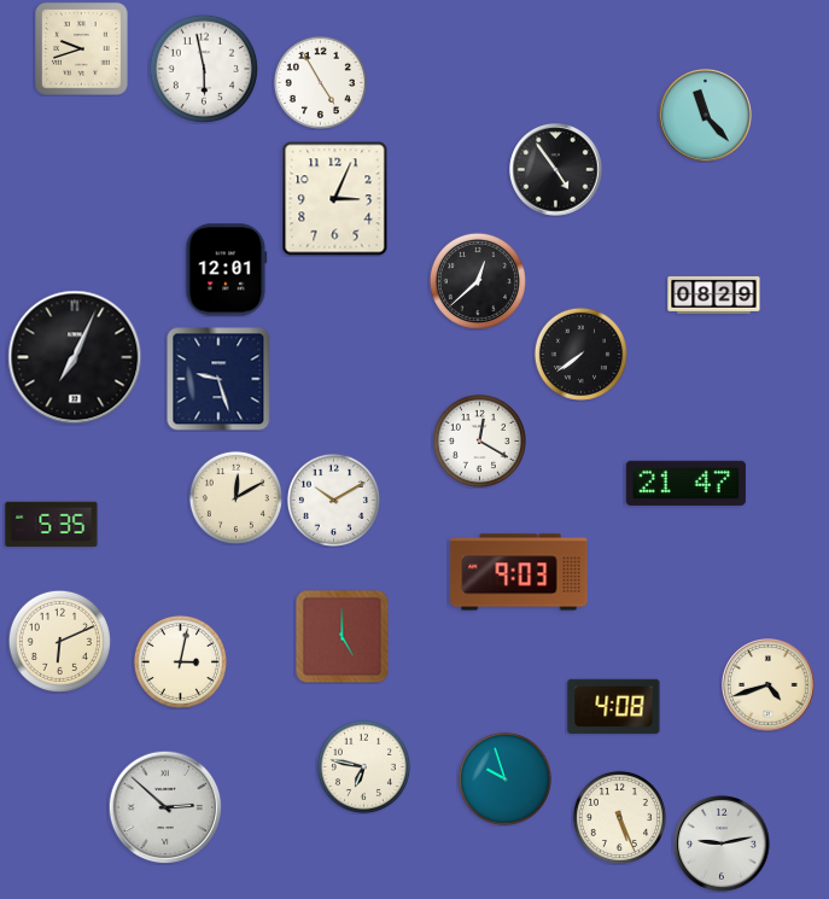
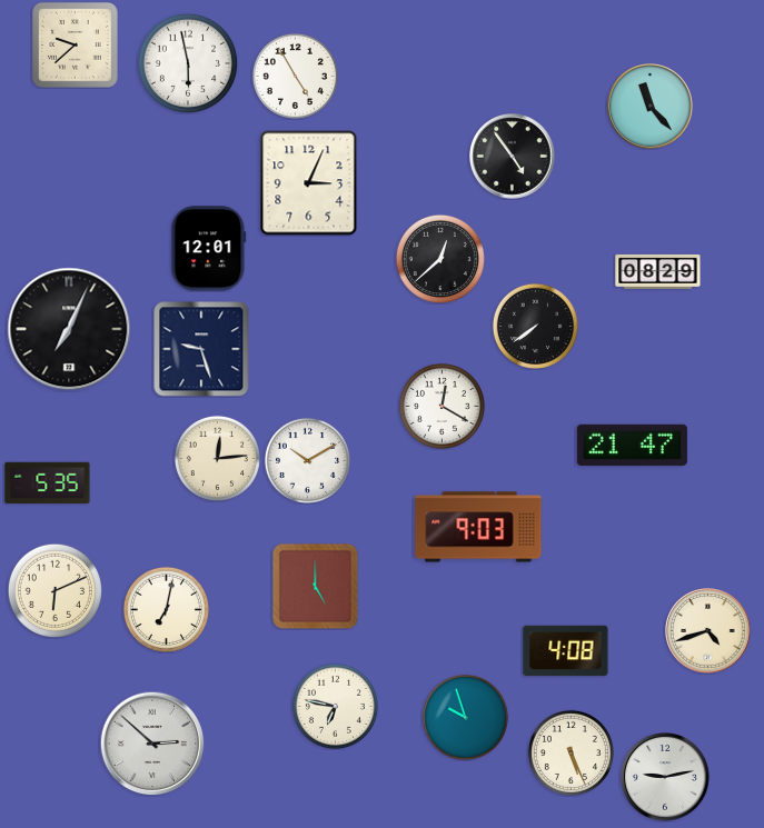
clock at (82, 49): 9:42 -> 9:38
clock at (235, 497): 12:10 -> 12:14
clock at (180, 661): 3:02 -> 7:02
